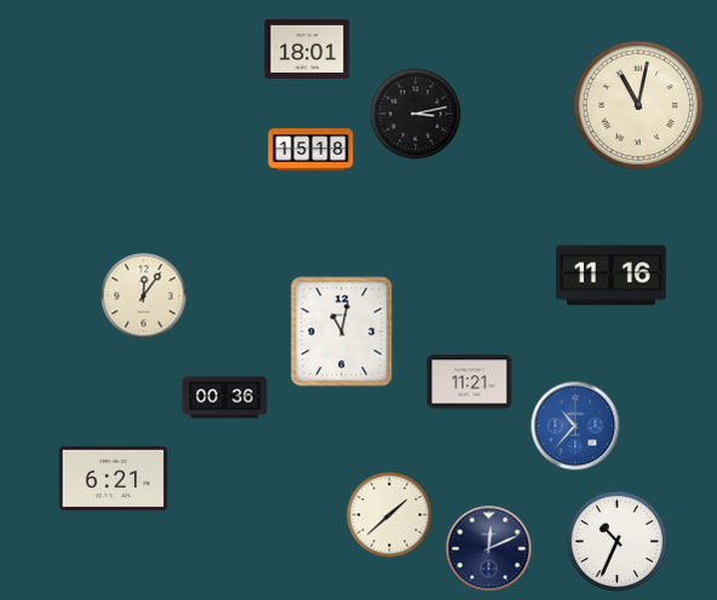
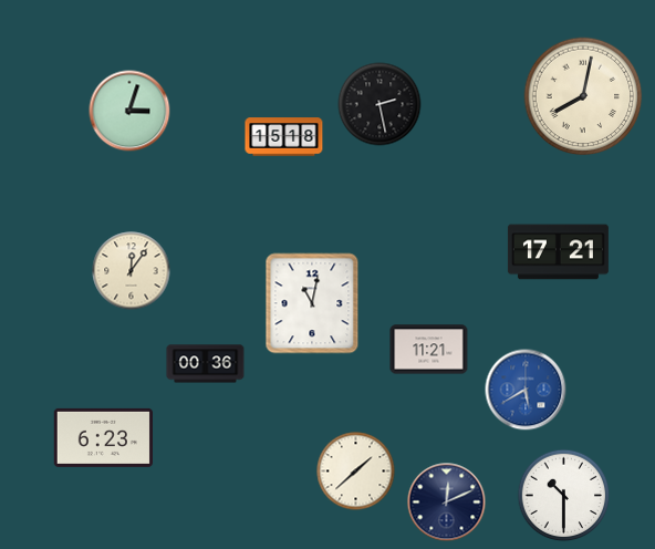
clock at (308, 48): 18:01 -> none
clock at (638, 105): 11:02 -> 8:02
clock at (415, 114): 3:13 -> 2:28
clock at (129, 111): none -> 3:03
clock at (610, 276): 11:16 -> 17:21
clock at (575, 426): 10:37 -> 5:40
clock at (113, 478): 6:21 -> 6:23
clock at (618, 542): 10:34 -> 10:30
